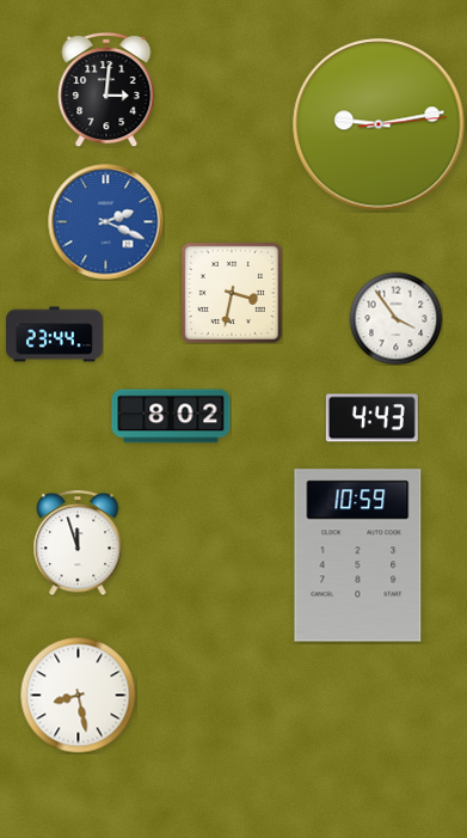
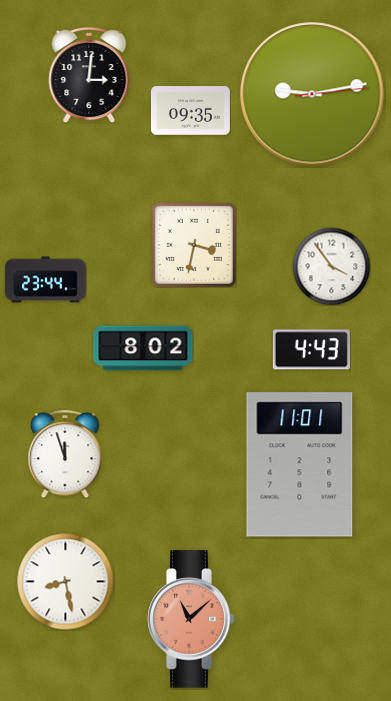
clock at (379, 124) position: (379, 124) -> (312, 94)
clock at (190, 111): none -> 09:35
clock at (106, 222): 2:19 -> none
clock at (358, 556): 10:59 -> 11:01
clock at (191, 619): none -> 11:08
